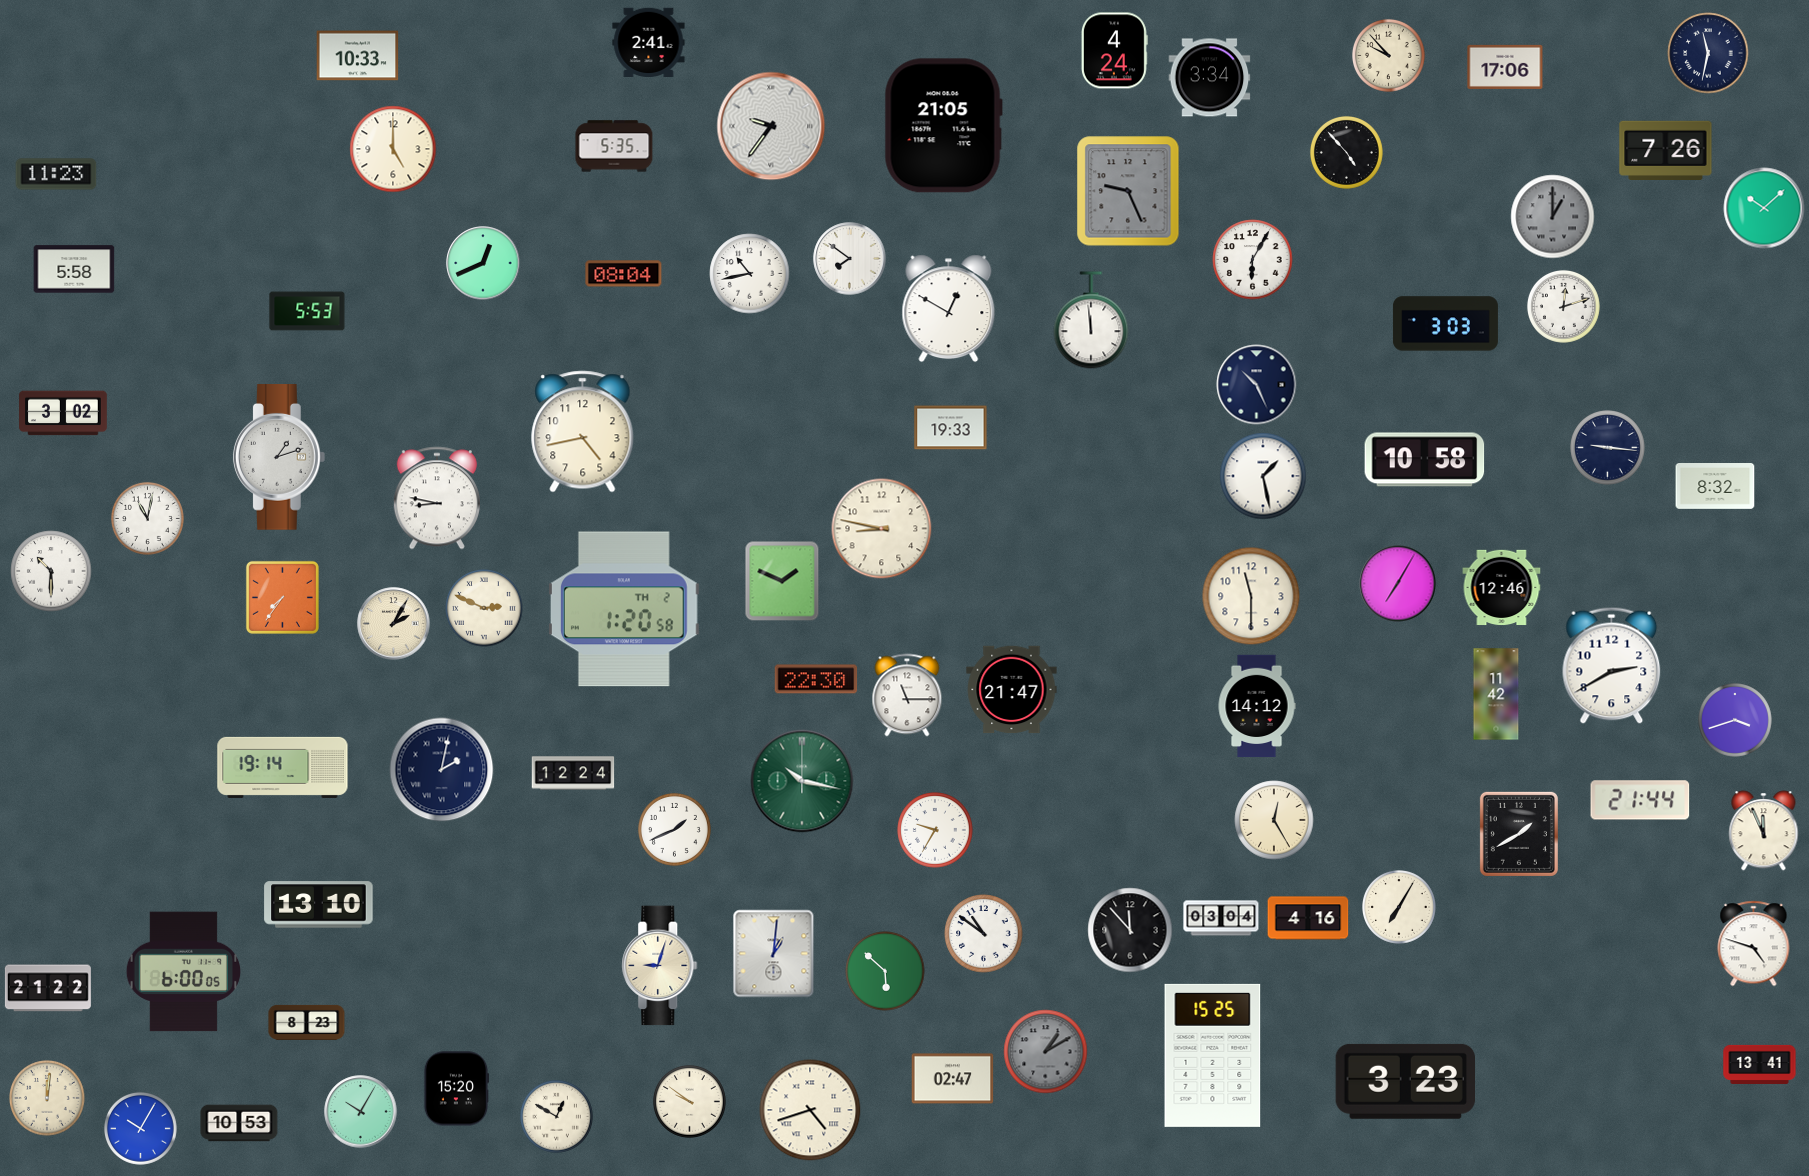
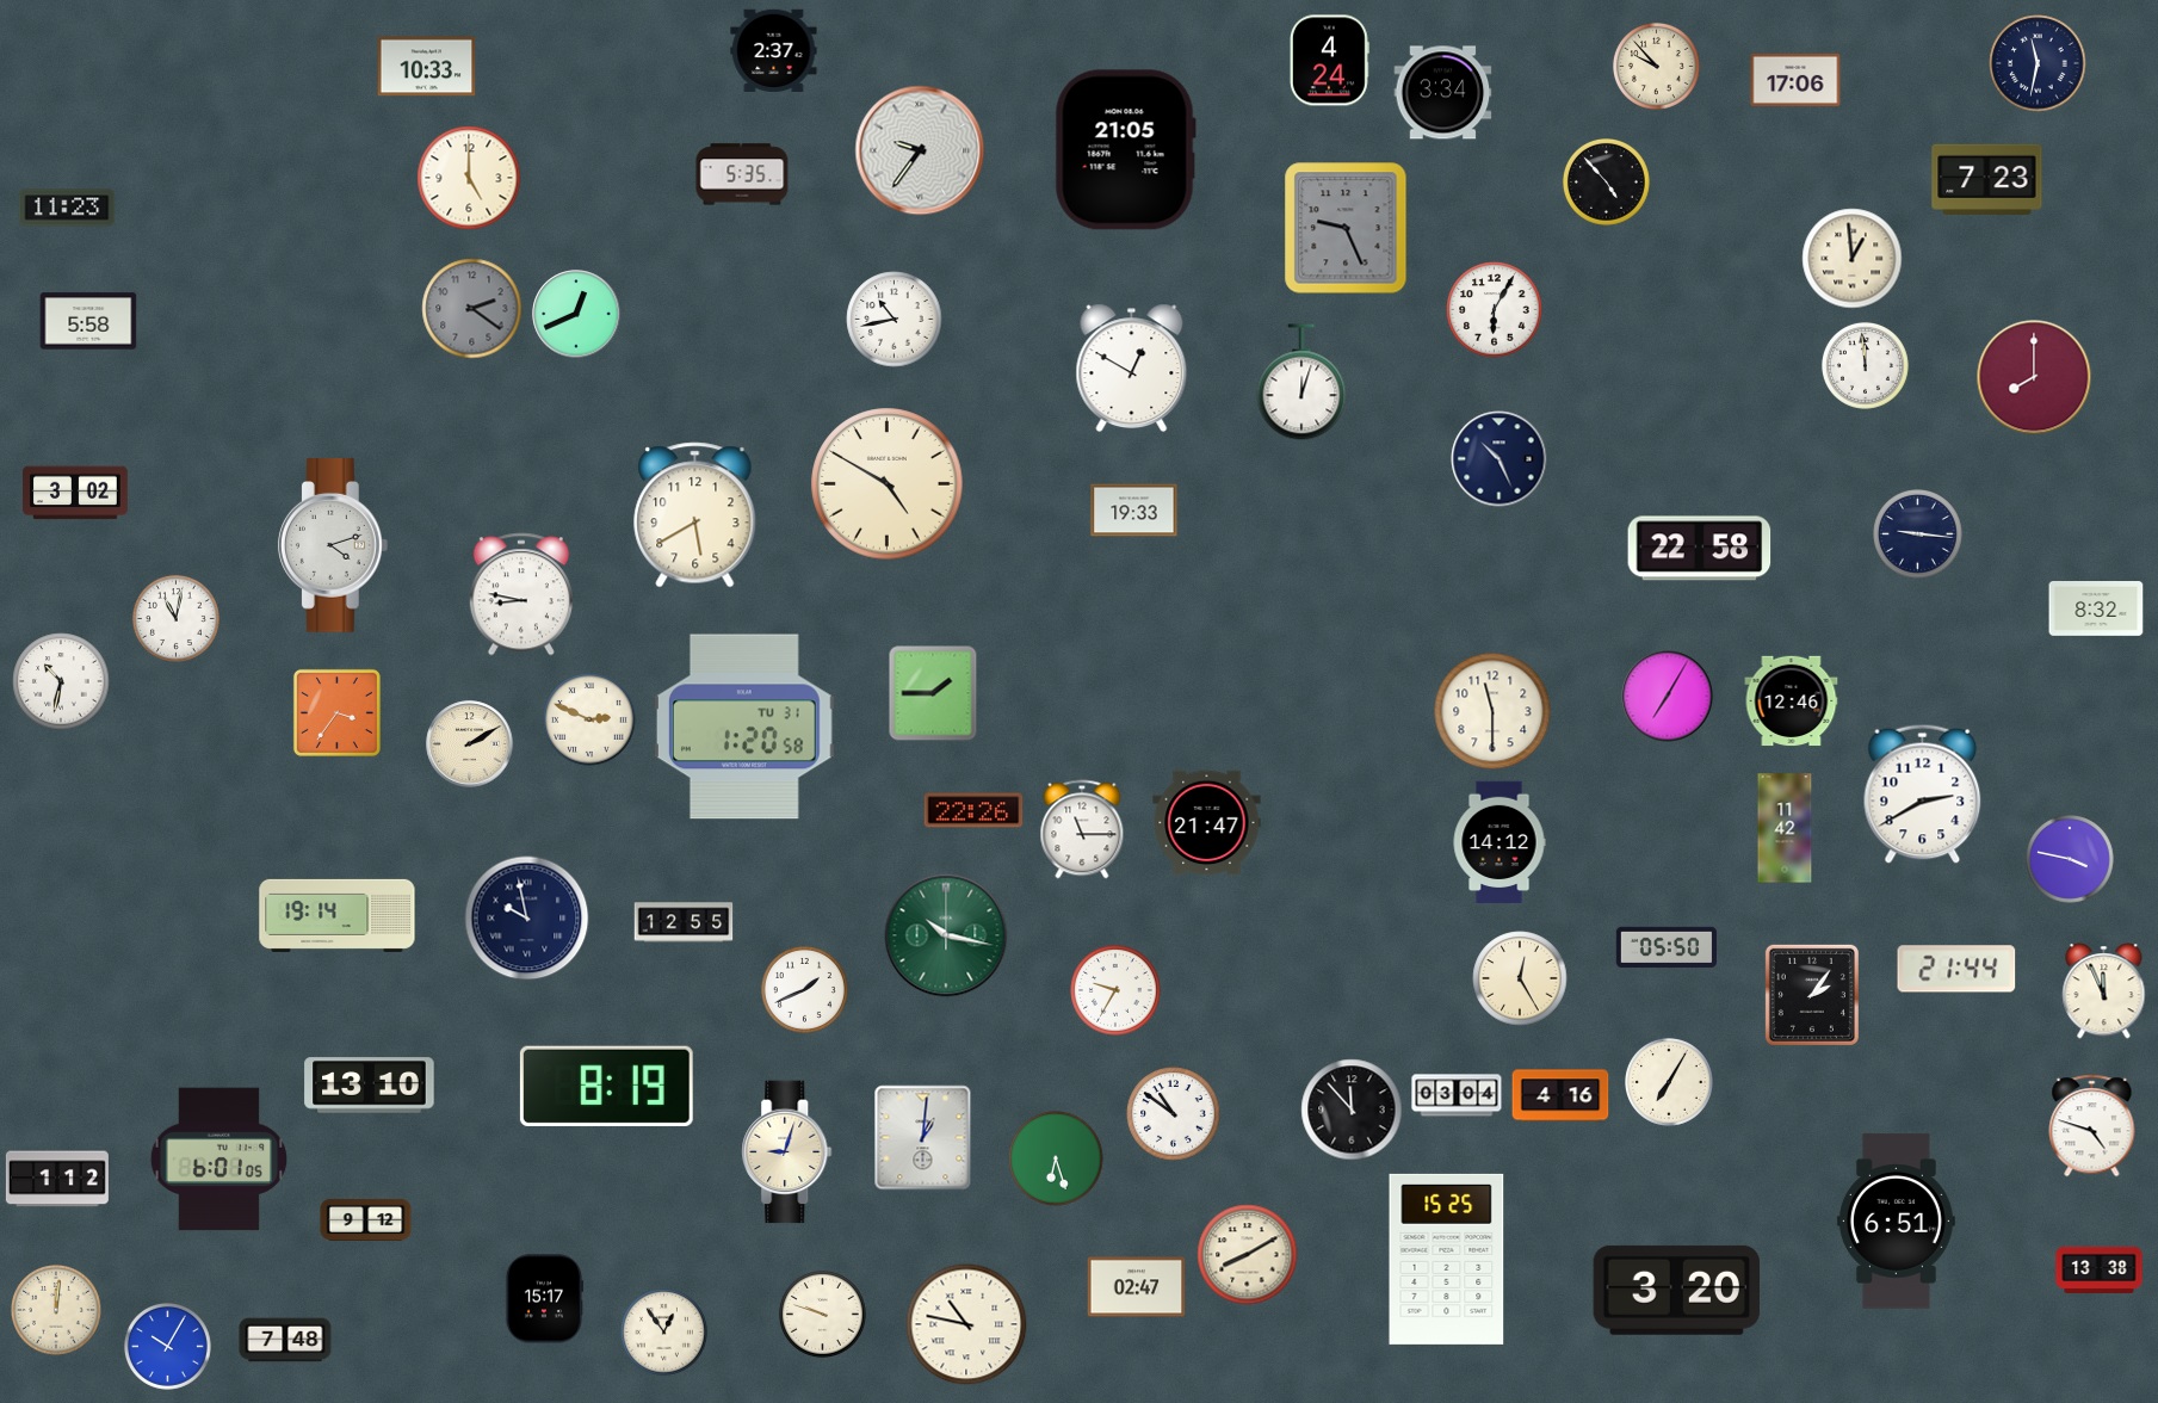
clock at (649, 42): 2:41 -> 2:37
clock at (614, 146) position: (614, 146) -> (742, 174)
clock at (1666, 150): 7:26 -> 7:23
clock at (1764, 208): 10:08 -> none
clock at (1553, 217): 1:00 -> 12:59
clock at (1553, 217) dial: grey -> cream
clock at (472, 309): none -> 2:21
clock at (850, 259): 7:51 -> none
clock at (624, 274): 08:04 -> none
clock at (750, 274) position: (750, 274) -> (895, 320)
clock at (1563, 306): 12:12 -> 11:59
clock at (307, 311): 5:53 -> none
clock at (2034, 377): none -> 8:00
clock at (1091, 320): 11:59 -> 12:03
clock at (1445, 324): 3:03 -> none
clock at (888, 484): none -> 4:50
clock at (583, 432): 4:43 -> 5:40
clock at (279, 458): 1:12 -> 4:12
clock at (1425, 460): 10:58 -> 22:58
clock at (1263, 476): 1:28 -> none
clock at (1715, 487) position: (1715, 487) -> (2096, 610)
clock at (882, 529): 8:47 -> none
clock at (51, 571): 10:30 -> 10:32
clock at (782, 581): 1:49 -> 1:45
clock at (282, 597): 7:36 -> 3:36
clock at (484, 608) position: (484, 608) -> (589, 719)
clock at (624, 609) date: TH 2 -> TU 31
clock at (394, 624): 2:05 -> 2:10
clock at (816, 679): 22:30 -> 22:26
clock at (1736, 721): 3:42 -> 3:47
clock at (442, 770): 2:02 -> 9:58
clock at (573, 773): 12:24 -> 12:55
clock at (802, 781) position: (802, 781) -> (946, 935)
clock at (1665, 947): none -> 05:50
clock at (1640, 800) position: (1640, 800) -> (1956, 969)
clock at (1519, 834): 1:40 -> 2:06
clock at (319, 905) position: (319, 905) -> (370, 1086)
clock at (606, 1086): none -> 8:19
clock at (1130, 930) position: (1130, 930) -> (1352, 1110)
clock at (885, 971): 5:52 -> 6:27
clock at (183, 972): 6:00 -> 6:01
clock at (48, 988): 21:22 -> 1:12
clock at (307, 1022): 8:23 -> 9:12
clock at (1896, 1222): none -> 6:51
clock at (1046, 1052): 1:10 -> 8:10
clock at (1046, 1052) dial: grey -> cream
clock at (1760, 1064): 13:41 -> 13:38
clock at (1405, 1081): 3:23 -> 3:20
clock at (456, 1089): 15:20 -> 15:17
clock at (689, 1101): 9:51 -> 9:48
clock at (810, 1110): 4:42 -> 10:47
clock at (361, 1112): 10:05 -> none
clock at (556, 1116): 12:50 -> 12:54
clock at (239, 1123): 10:53 -> 7:48
